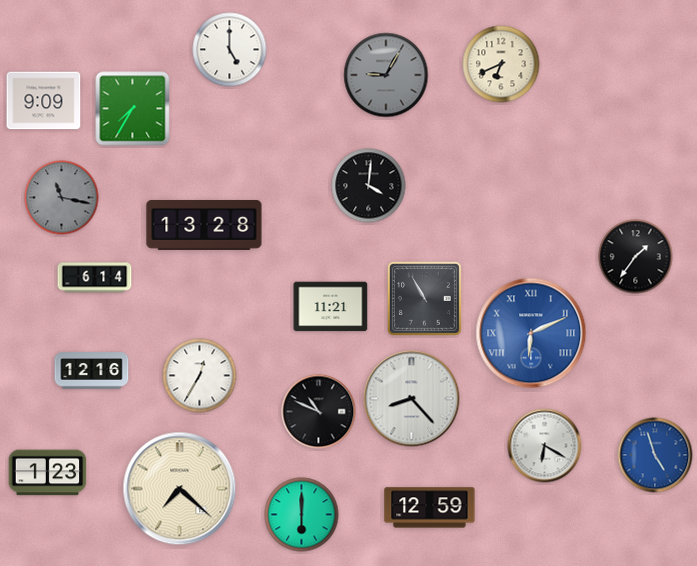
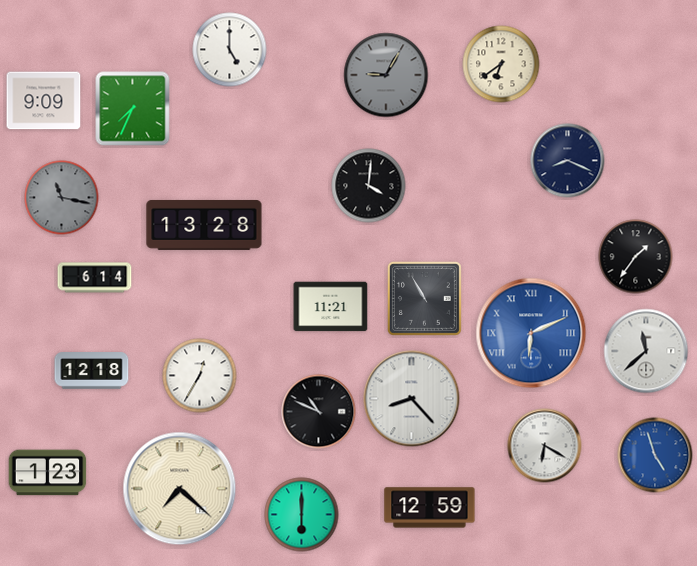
clock at (501, 64): 6:41 -> 6:39
clock at (133, 109): 7:35 -> 7:34
clock at (568, 161): none -> 8:19
clock at (646, 351): none -> 11:38
clock at (92, 371): 12:16 -> 12:18
